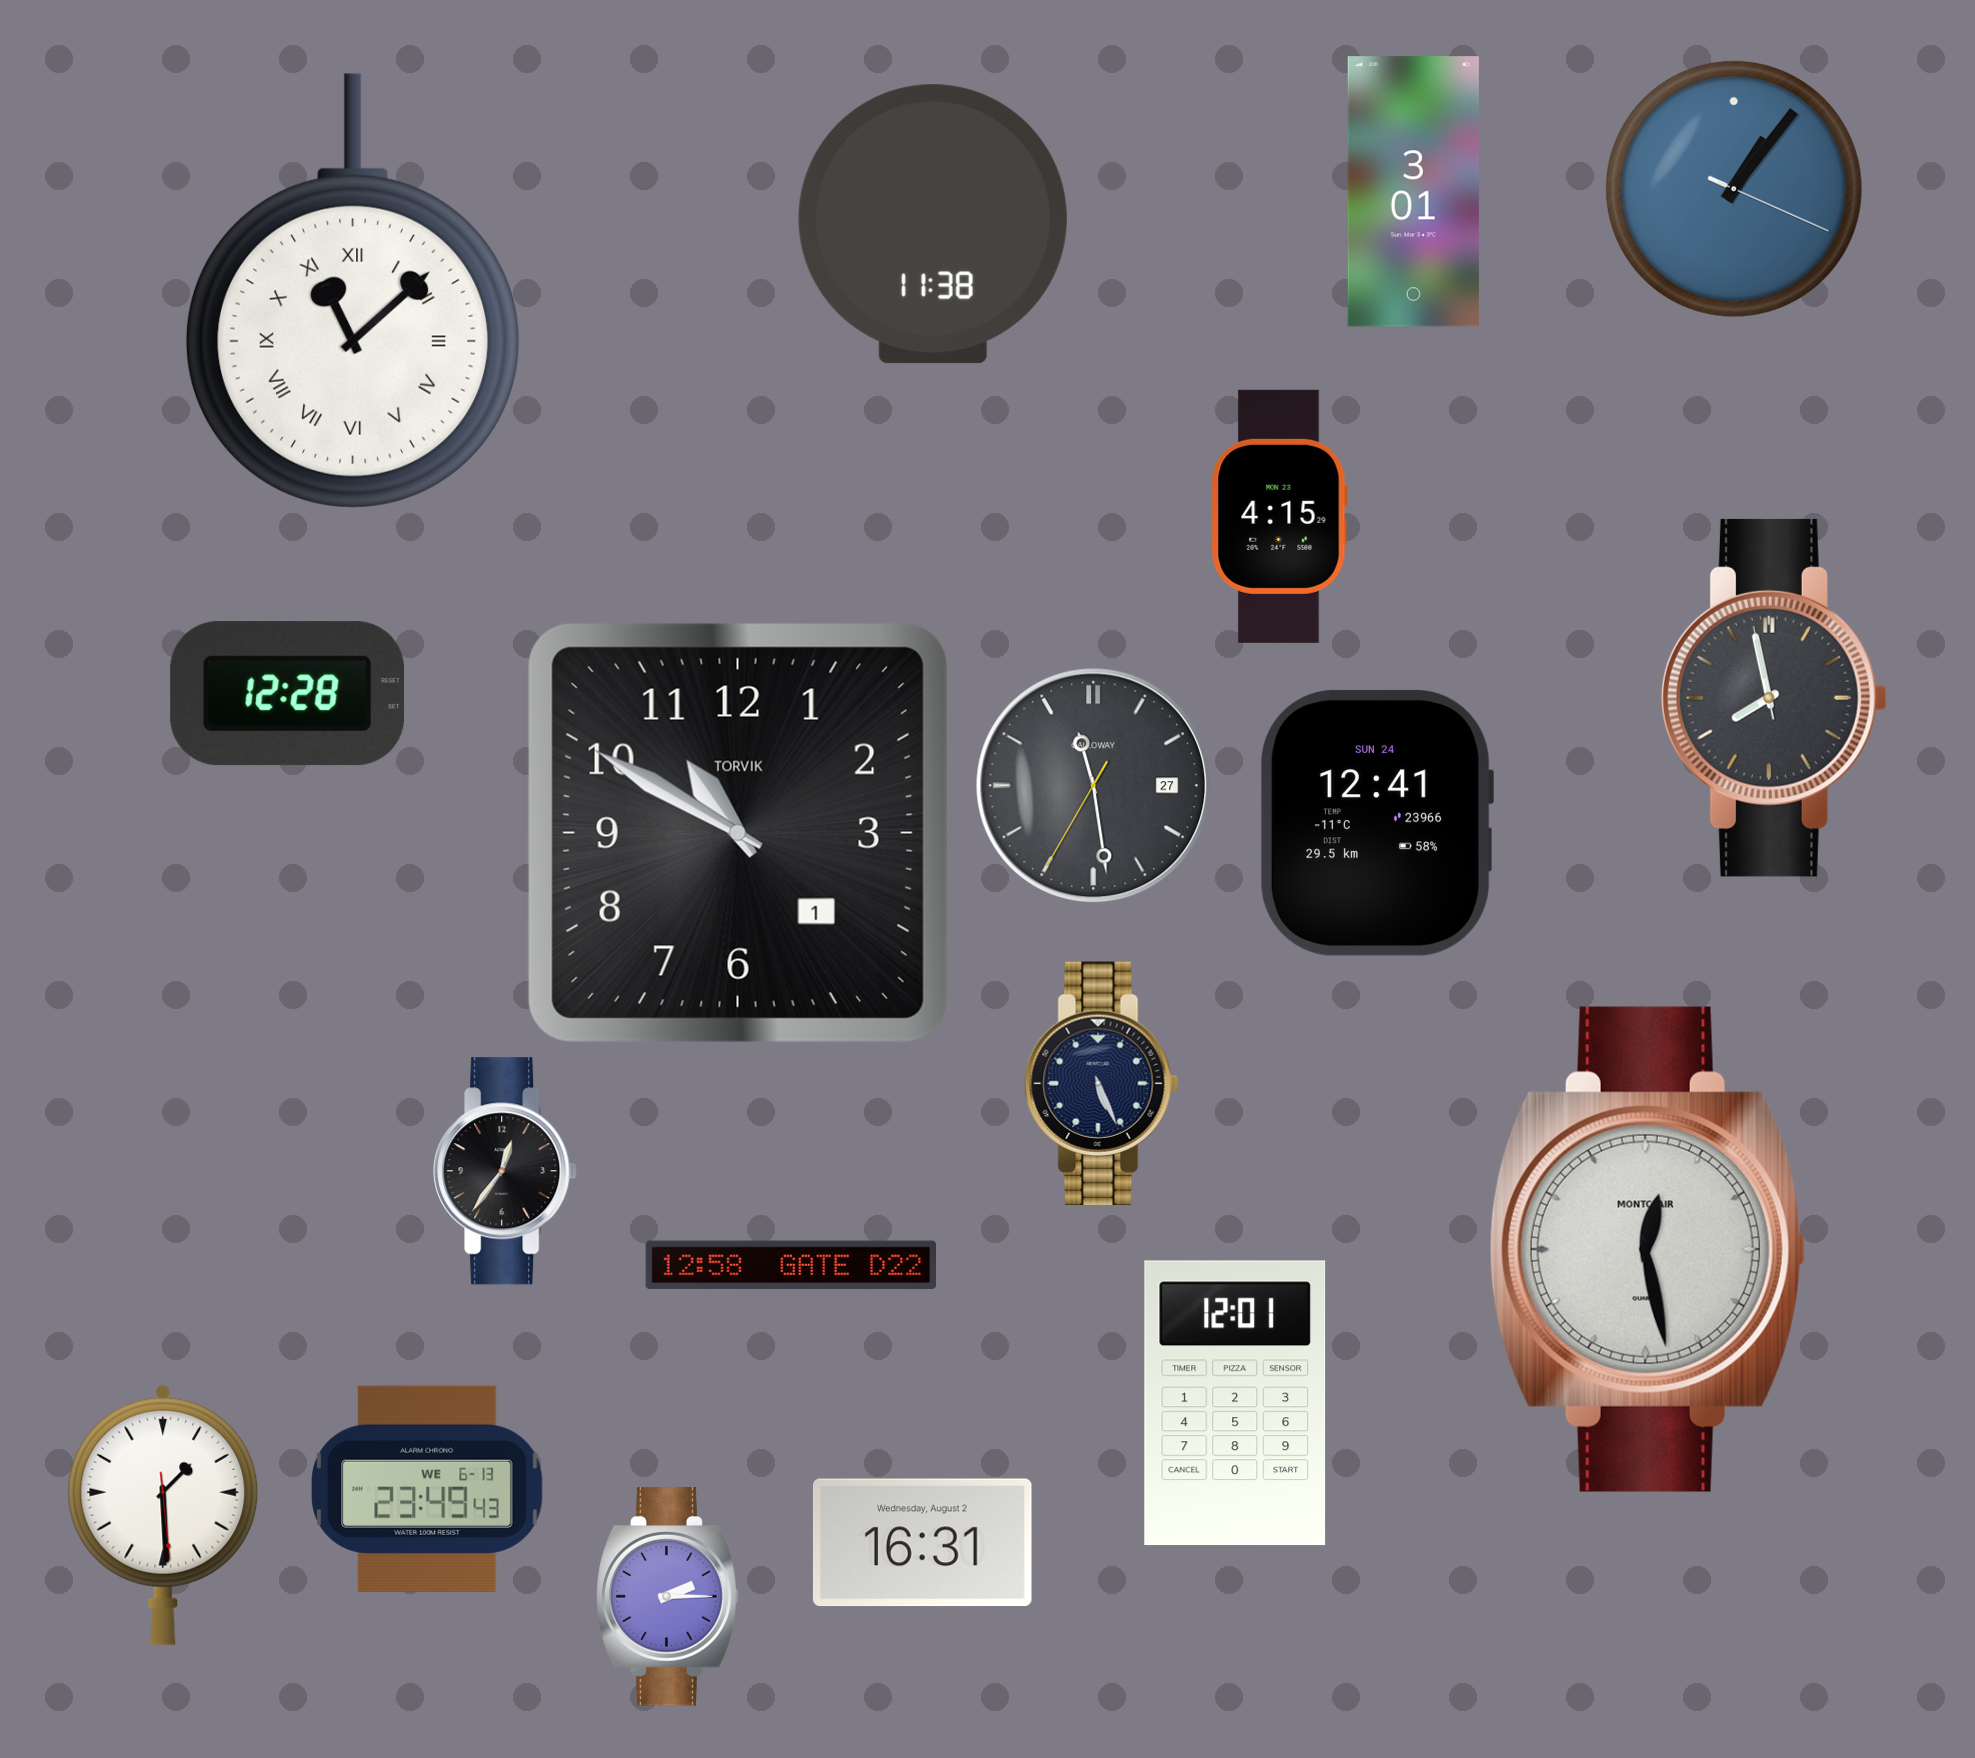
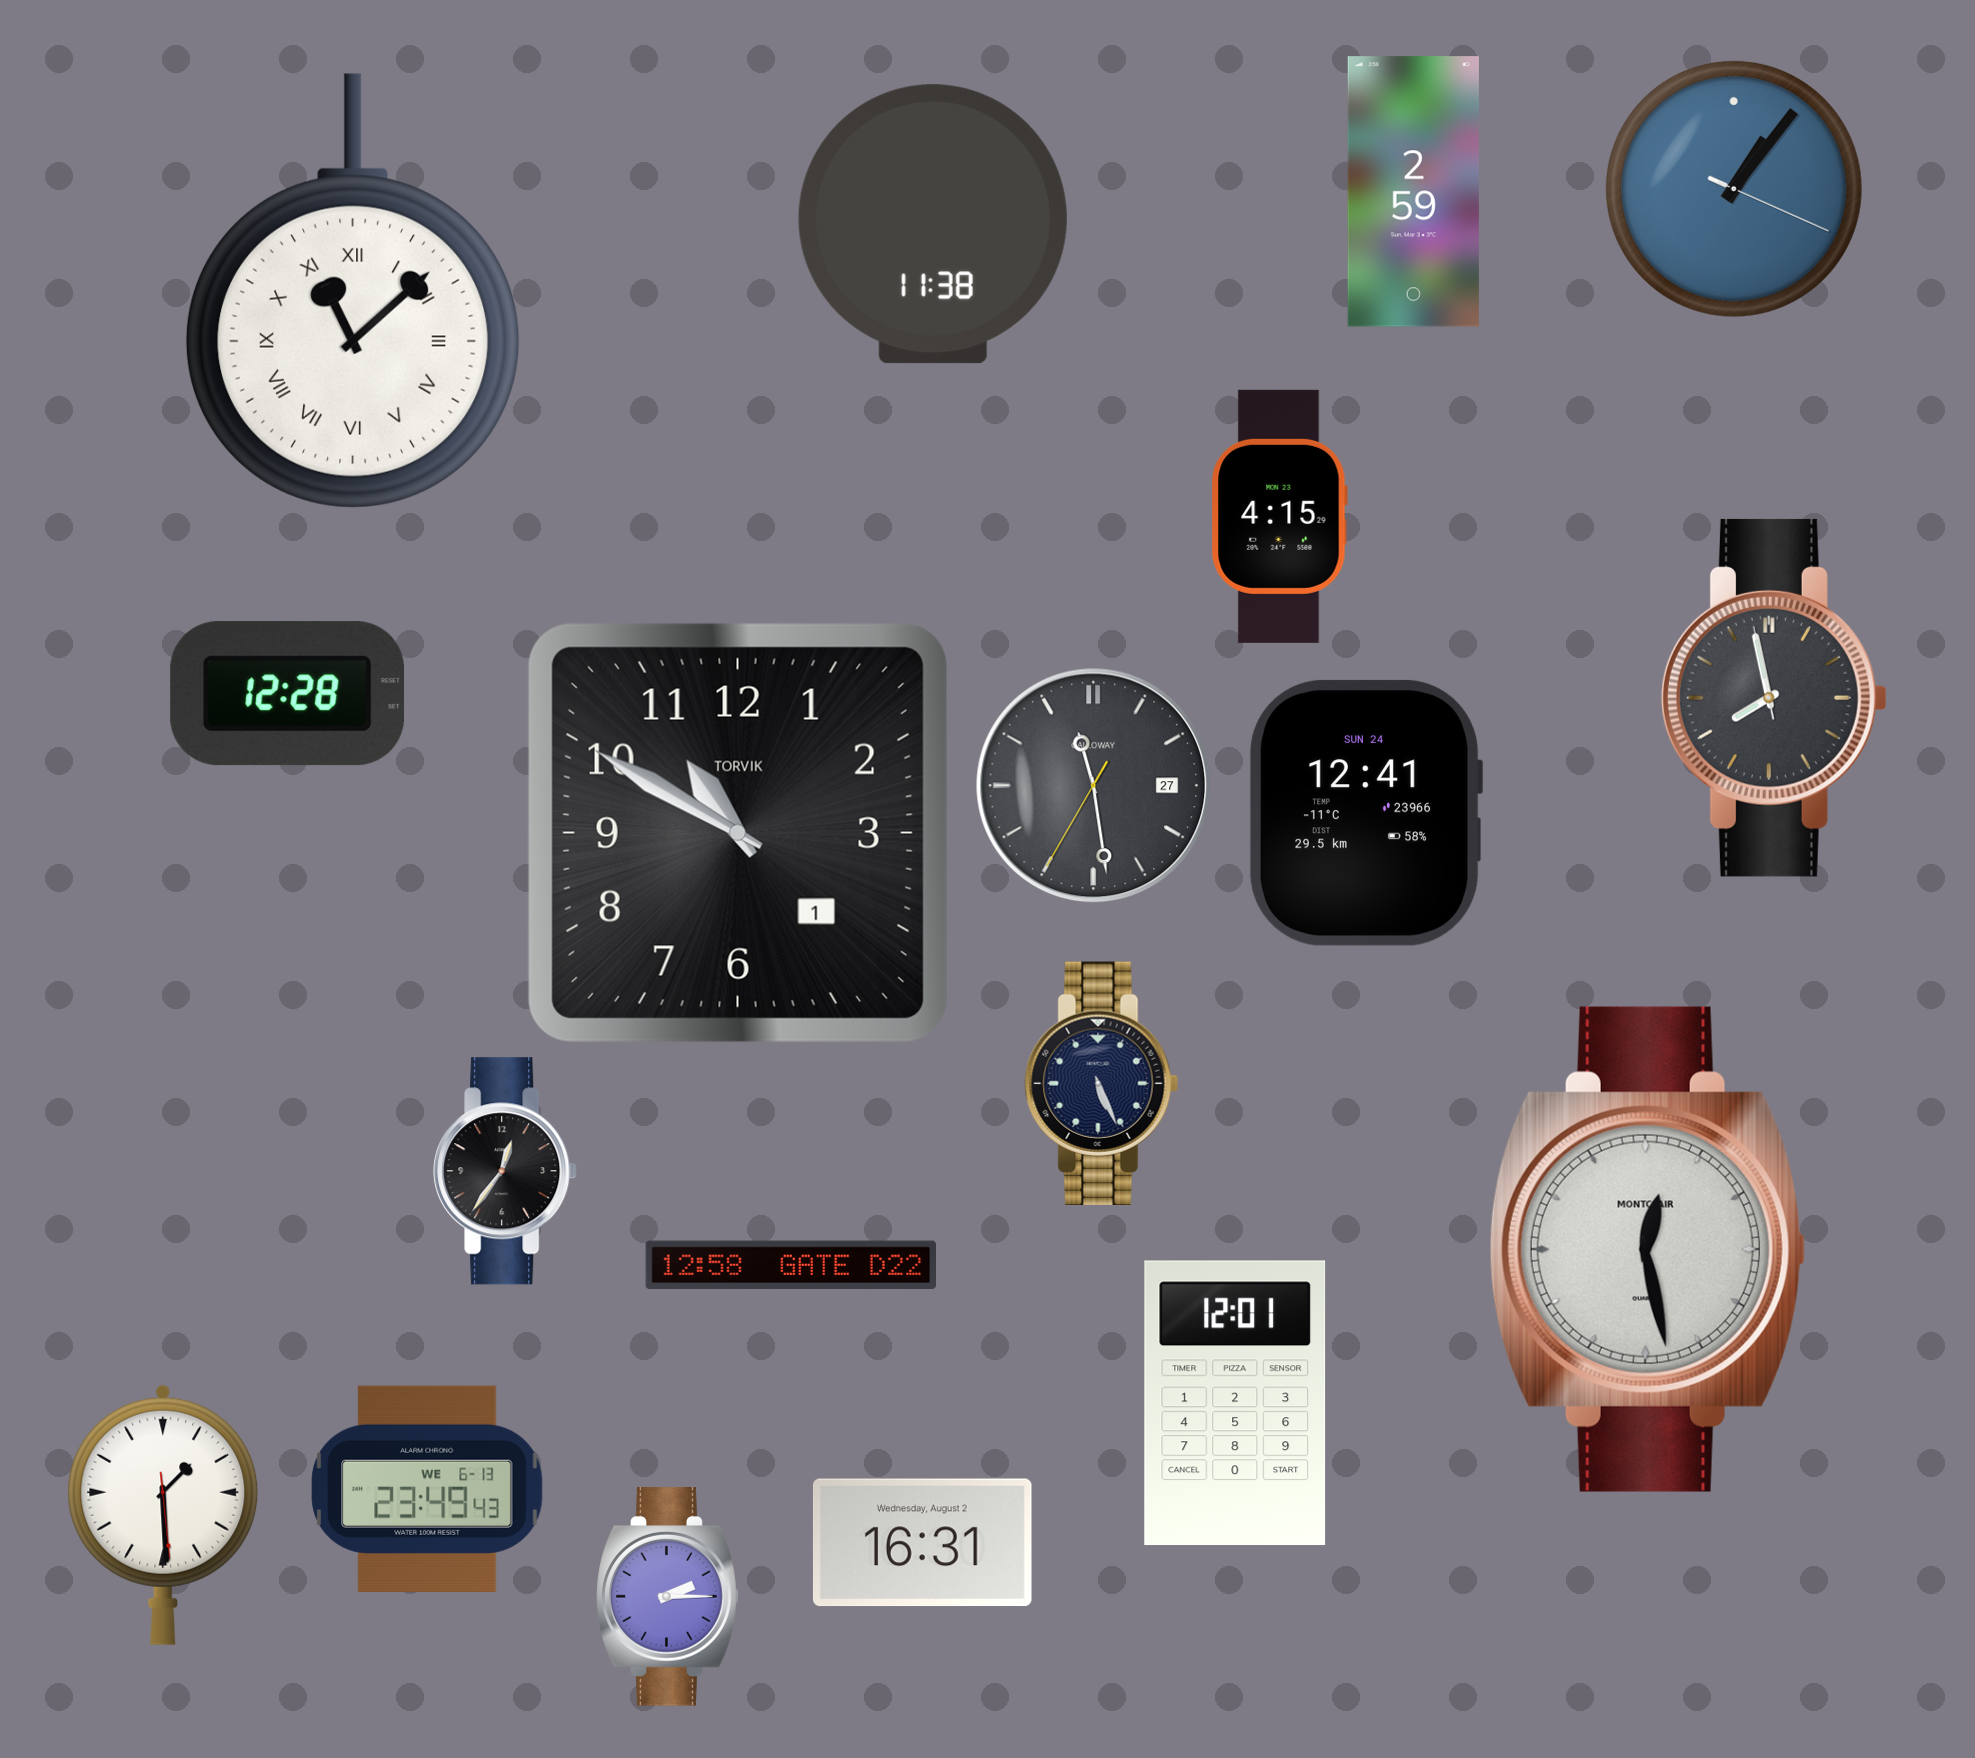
clock at (1413, 192): 3:01 -> 2:59
clock at (1376, 823) position: (1376, 823) -> (1365, 813)
